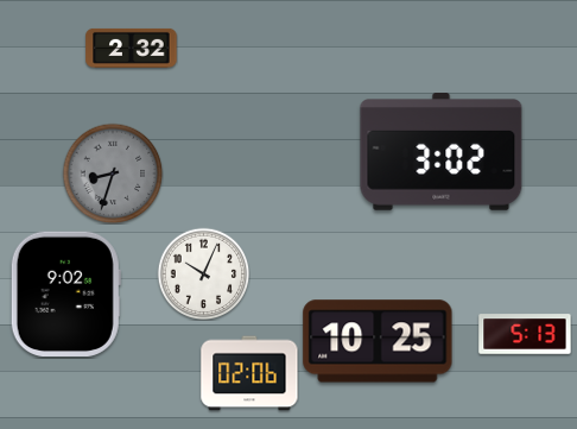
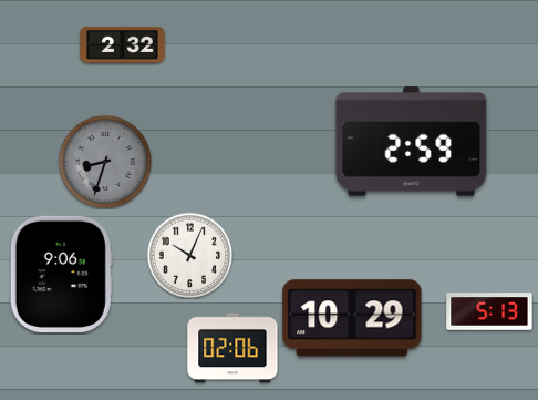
clock at (442, 152): 3:02 -> 2:59
clock at (65, 294): 9:02 -> 9:06
clock at (378, 341): 10:25 -> 10:29
